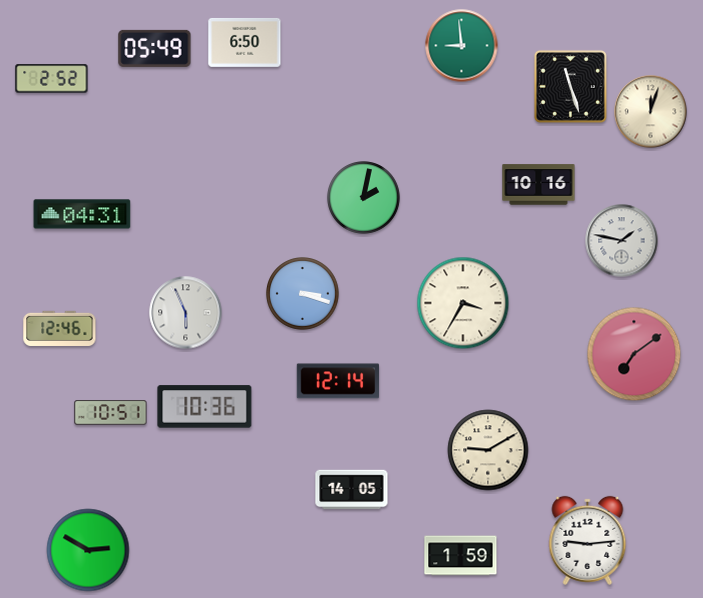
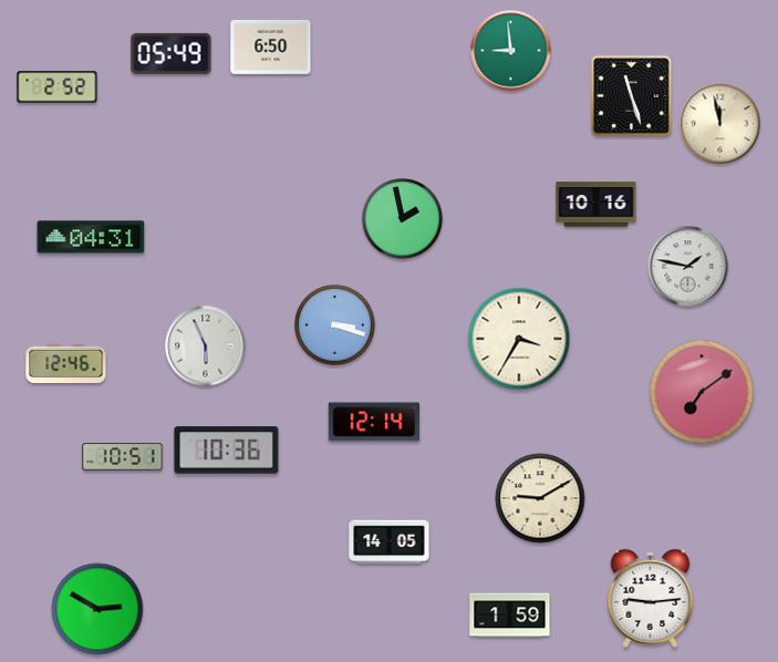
clock at (651, 112): 12:03 -> 11:58
clock at (364, 198): 2:02 -> 1:58
clock at (463, 303) position: (463, 303) -> (519, 339)
